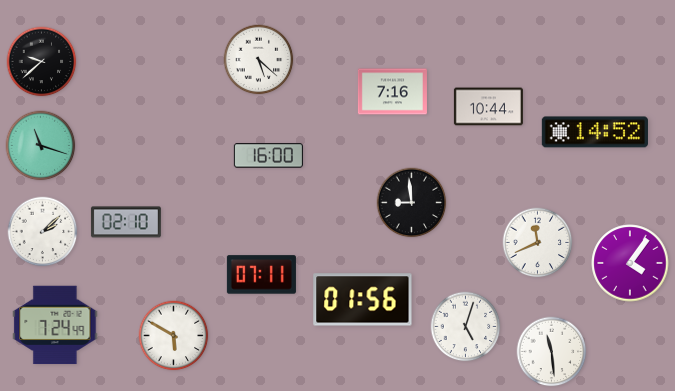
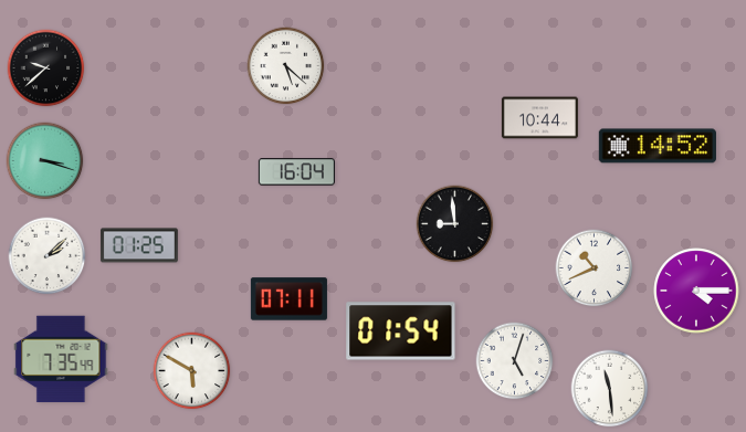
clock at (392, 92): 7:16 -> none
clock at (41, 146): 11:18 -> 3:18
clock at (268, 156): 16:00 -> 16:04
clock at (126, 222): 02:10 -> 01:25
clock at (538, 243): 11:41 -> 10:41
clock at (630, 263): 4:06 -> 4:15
clock at (261, 275) position: (261, 275) -> (288, 299)
clock at (363, 300): 01:56 -> 01:54
clock at (55, 325): 7:24 -> 7:35
